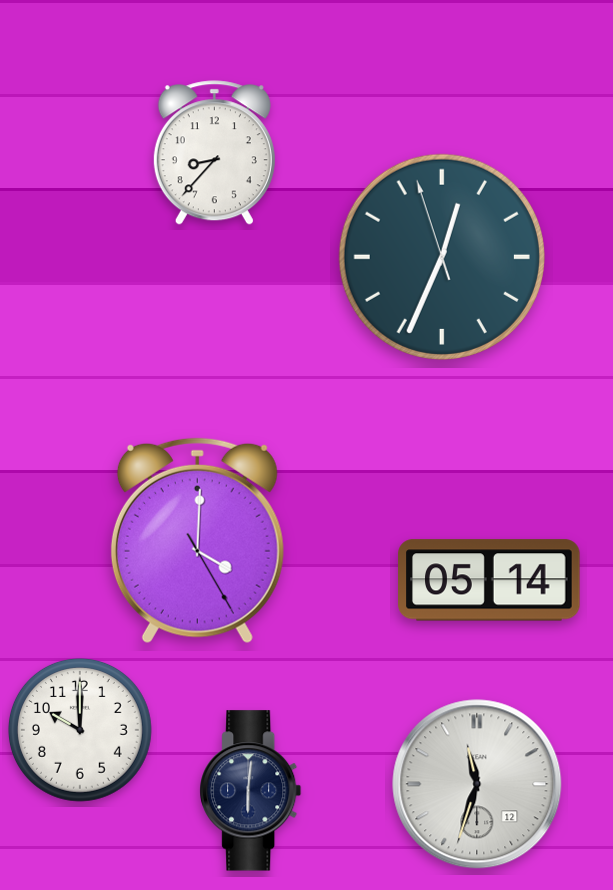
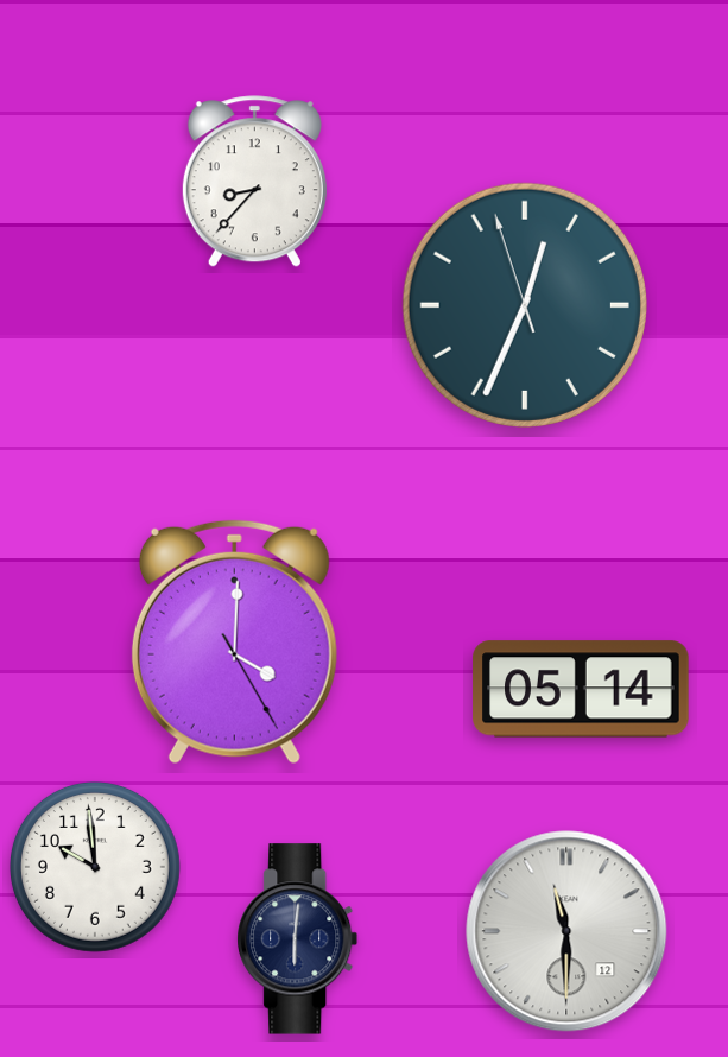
clock at (80, 730): 10:00 -> 9:59
clock at (477, 784): 11:33 -> 11:30
